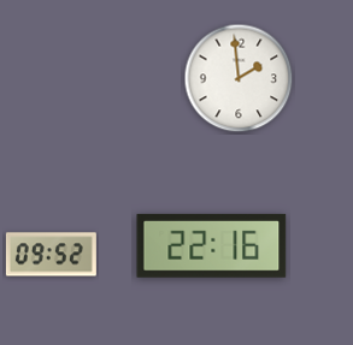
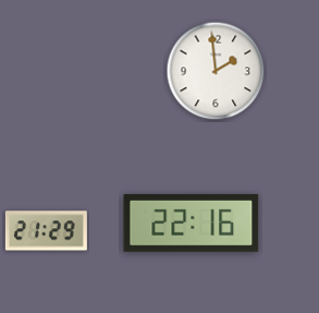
clock at (51, 255): 09:52 -> 21:29
